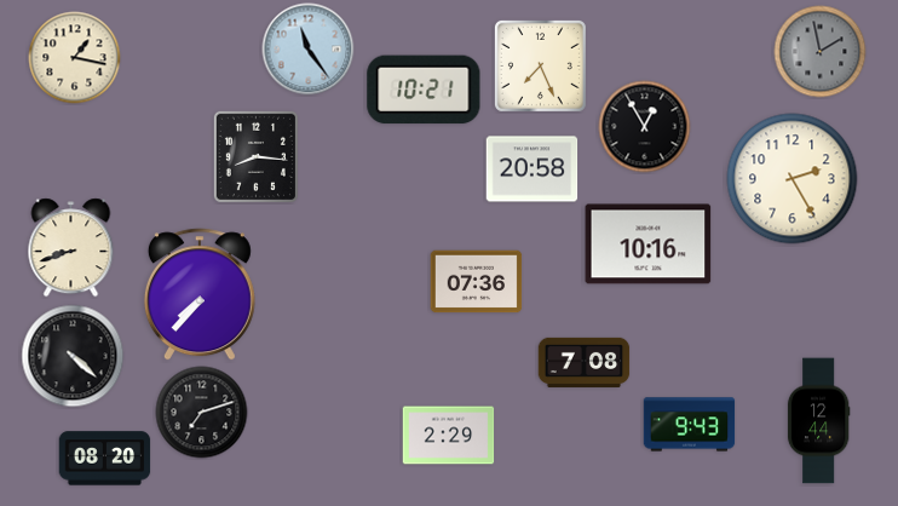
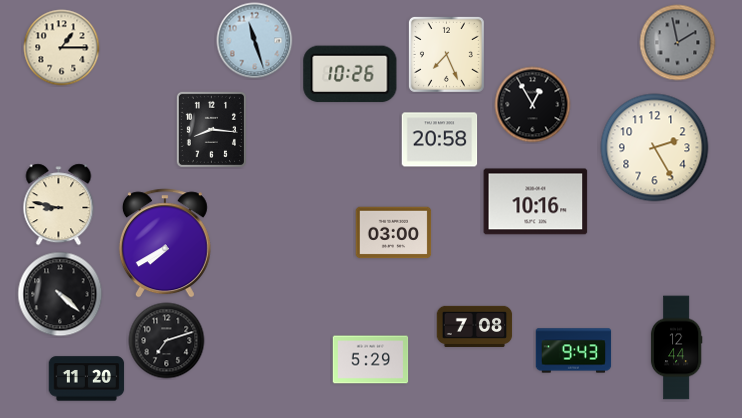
clock at (309, 50): 11:24 -> 11:27
clock at (75, 58): 1:17 -> 1:15
clock at (424, 90): 10:21 -> 10:26
clock at (71, 248): 8:42 -> 8:47
clock at (477, 282): 07:36 -> 03:00
clock at (200, 294): 7:37 -> 7:40
clock at (585, 362) position: (585, 362) -> (475, 326)
clock at (690, 425) position: (690, 425) -> (574, 351)
clock at (449, 436): 2:29 -> 5:29
clock at (105, 459): 08:20 -> 11:20
